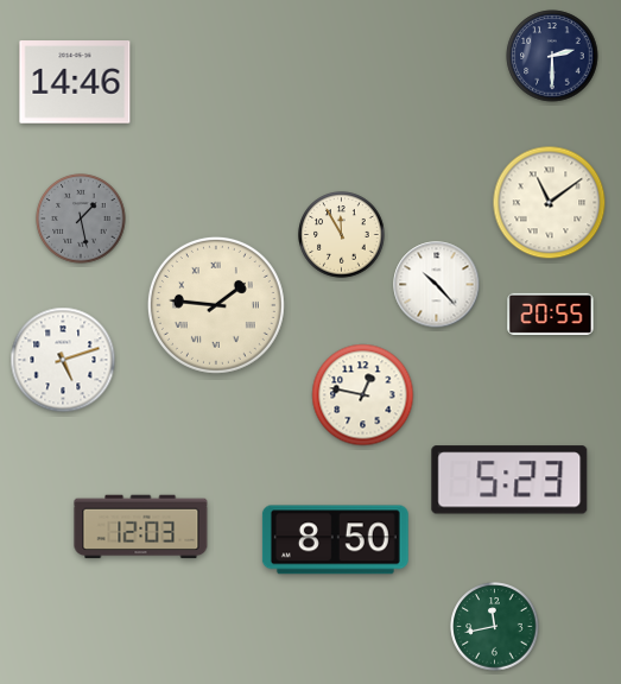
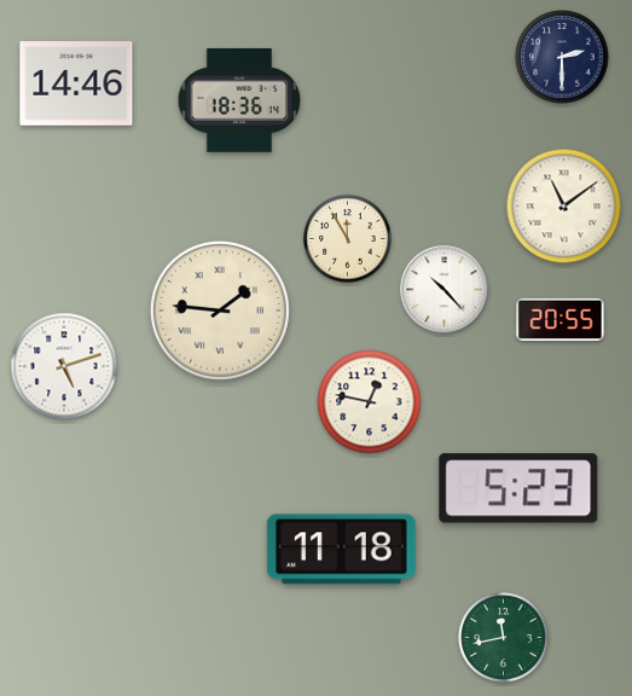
clock at (239, 100): none -> 18:36
clock at (550, 203) position: (550, 203) -> (564, 207)
clock at (81, 218): 1:28 -> none
clock at (141, 527): 12:03 -> none
clock at (335, 540): 8:50 -> 11:18
